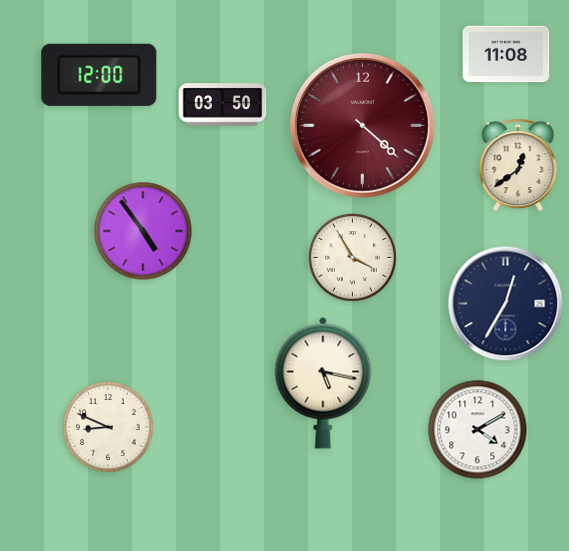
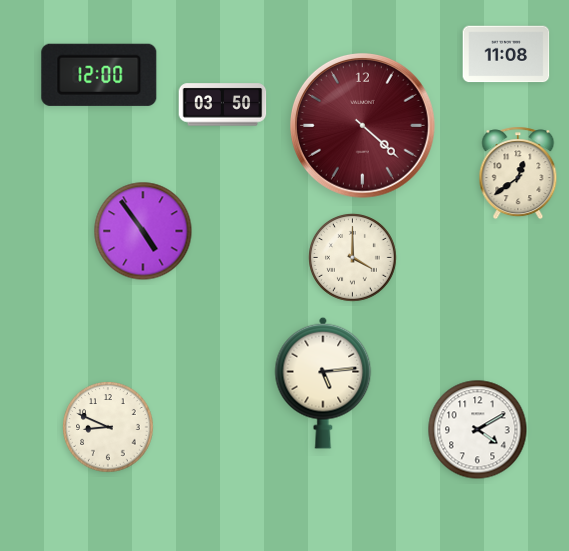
clock at (518, 165) position: (518, 165) -> (518, 173)
clock at (353, 258): 3:55 -> 4:00
clock at (506, 304): 12:35 -> none
clock at (323, 383): 5:17 -> 5:14
